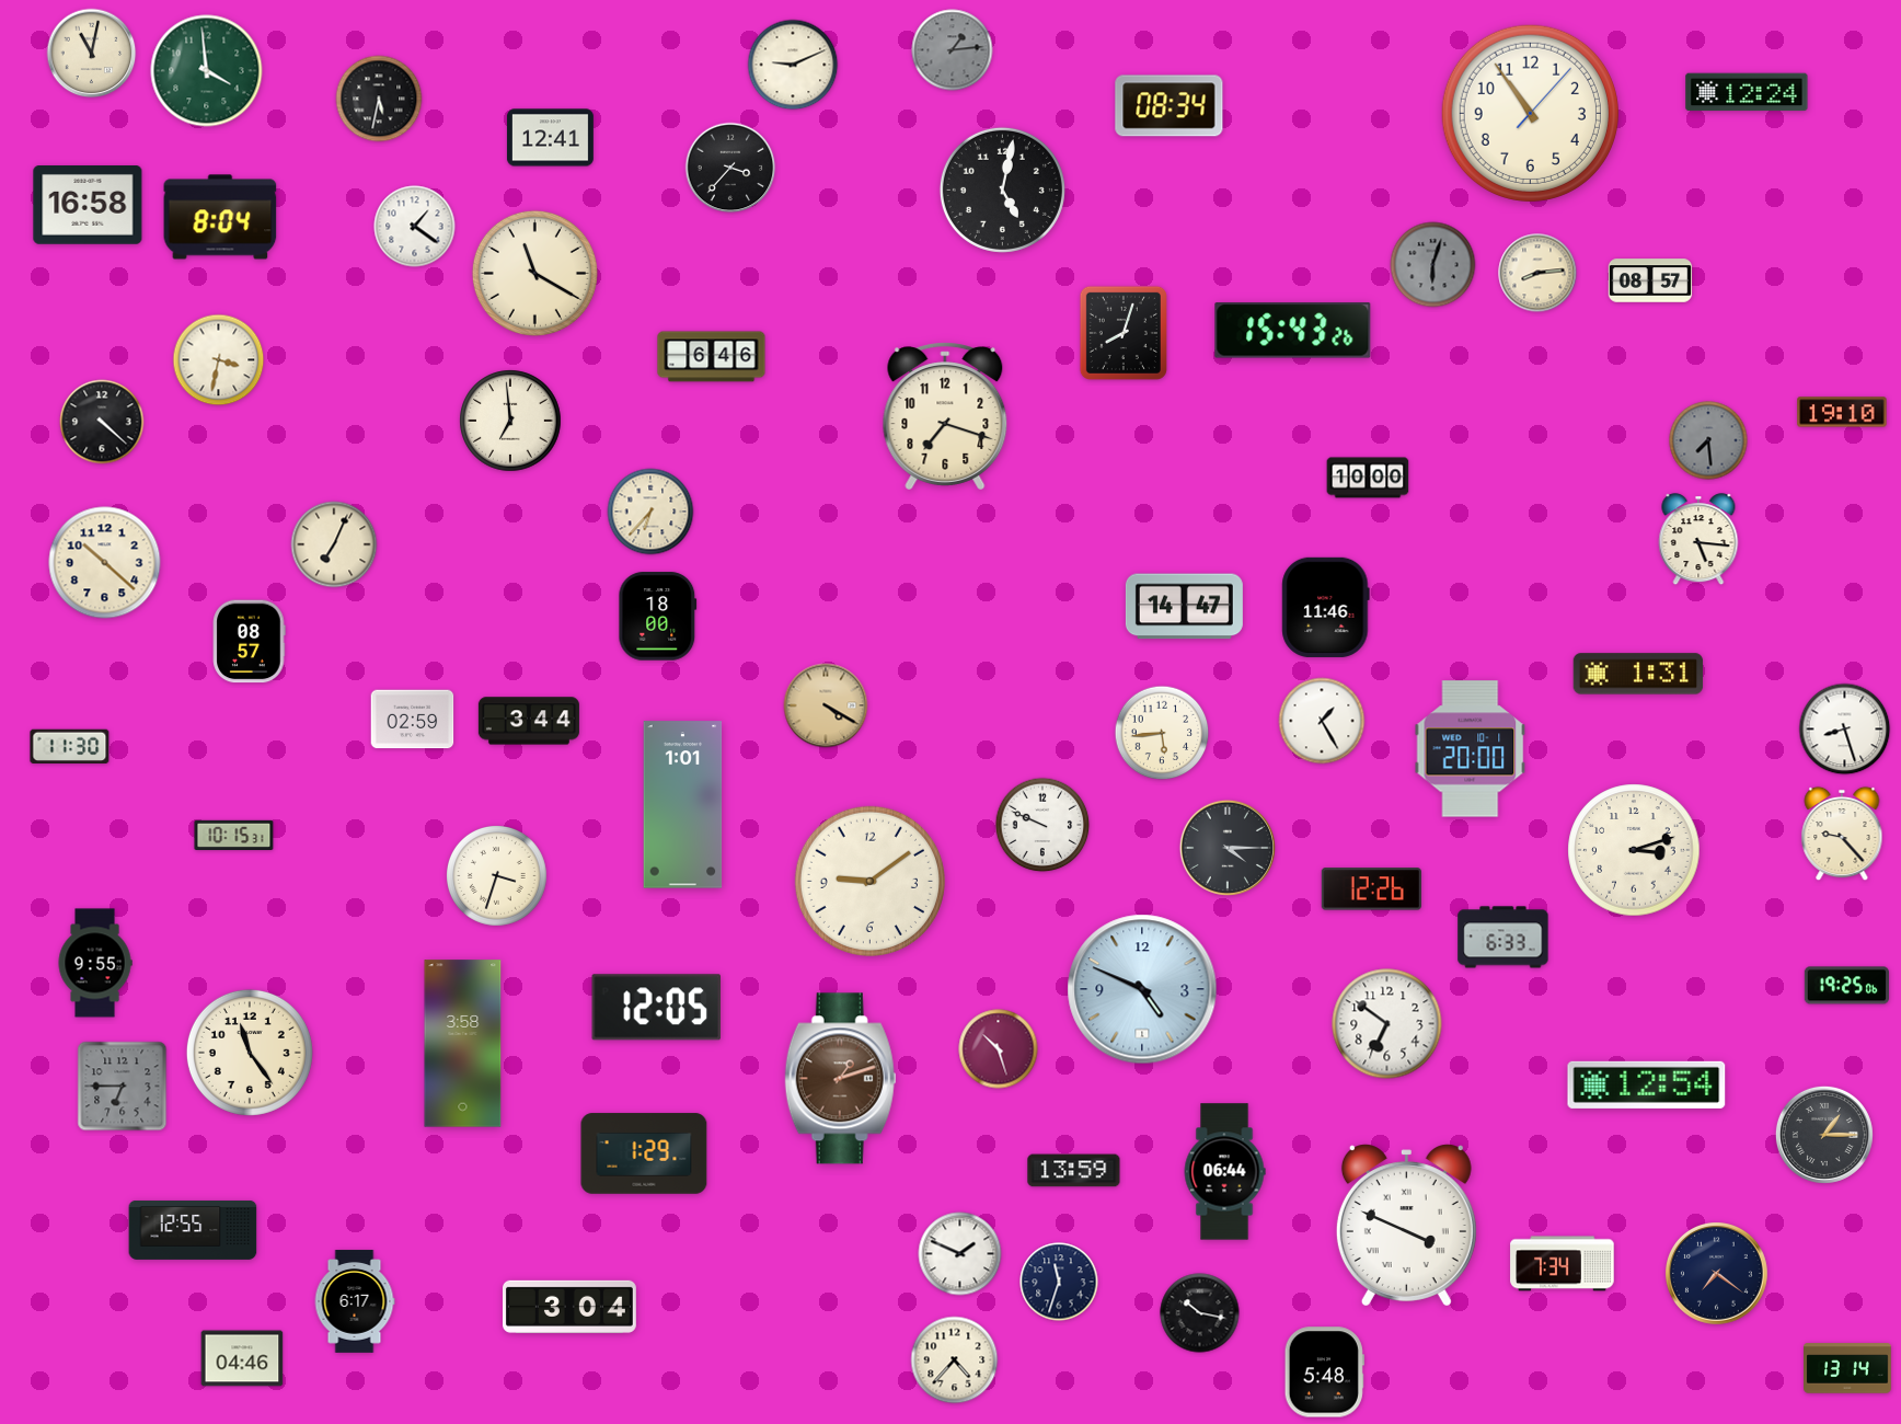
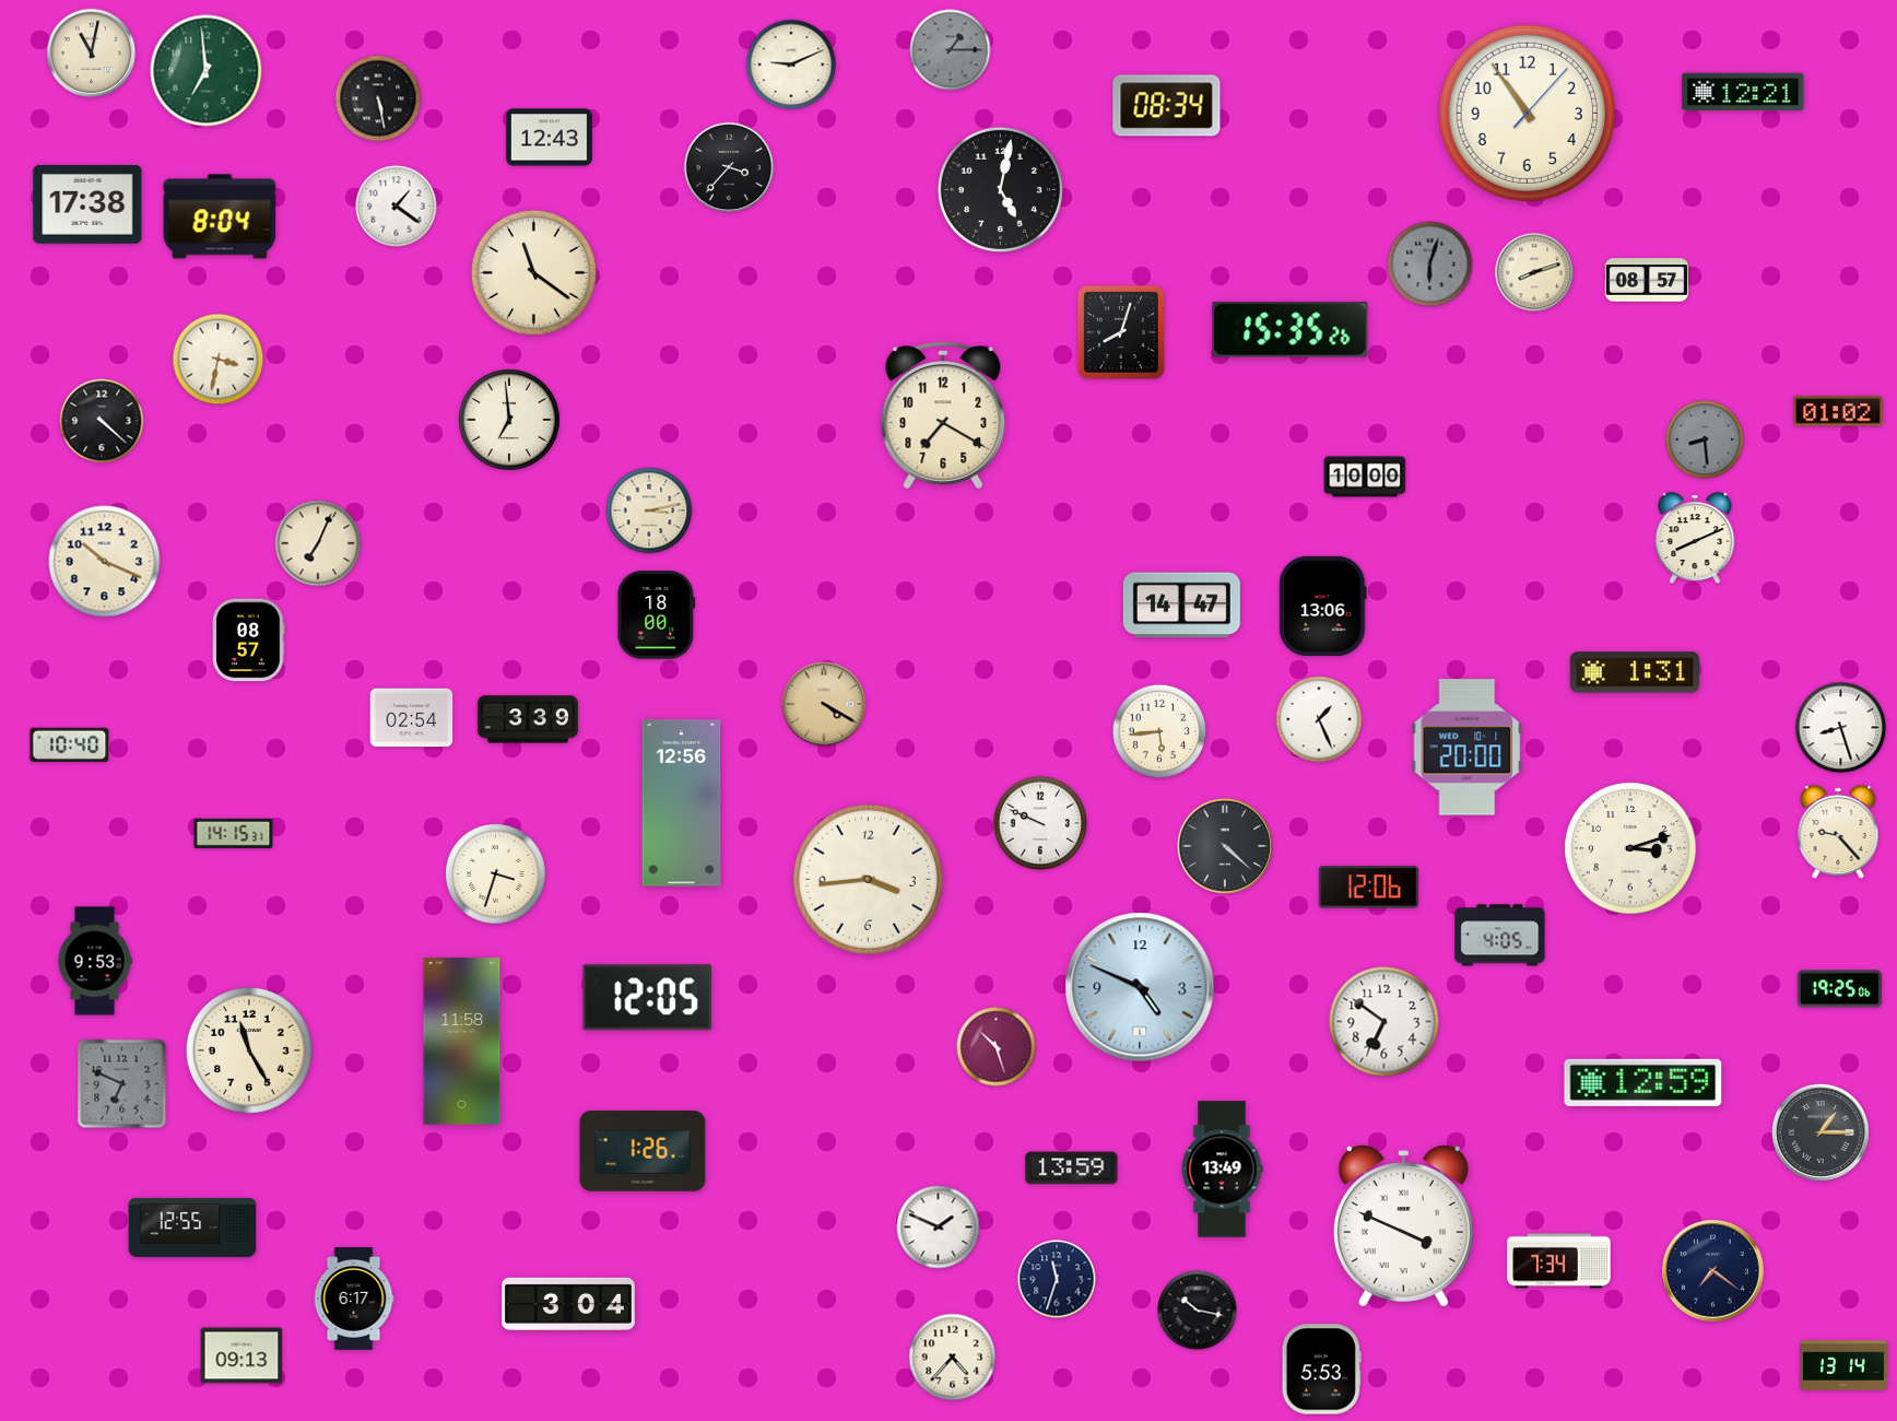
clock at (953, 50): 1:14 -> 1:15
clock at (207, 71): 3:59 -> 6:59
clock at (1747, 92): 12:24 -> 12:21
clock at (379, 99): 5:32 -> 5:28
clock at (550, 138): 12:41 -> 12:43
clock at (88, 206): 16:58 -> 17:38
clock at (415, 227) position: (415, 227) -> (397, 207)
clock at (534, 273): 11:20 -> 11:21
clock at (1537, 273): 8:14 -> 8:12
clock at (1293, 331): 15:43 -> 15:35
clock at (712, 357): 6:46 -> none
clock at (1842, 412): 19:10 -> 01:02
clock at (945, 416): 7:18 -> 7:20
clock at (1708, 440): 7:29 -> 8:29
clock at (650, 512): 6:37 -> 3:13
clock at (1698, 540): 5:16 -> 8:11
clock at (334, 544) position: (334, 544) -> (318, 543)
clock at (105, 563): 10:22 -> 10:19
clock at (1326, 607): 11:46 -> 13:06
clock at (413, 720): 02:59 -> 02:54
clock at (529, 721): 3:44 -> 3:39
clock at (1322, 721): 1:25 -> 1:26
clock at (70, 747): 11:30 -> 10:40
clock at (683, 805): 1:01 -> 12:56
clock at (234, 835): 10:15 -> 14:15
clock at (1228, 848): 4:15 -> 4:22
clock at (869, 881): 9:09 -> 3:44
clock at (1371, 889): 12:26 -> 12:06
clock at (1503, 938): 6:33 -> 4:05
clock at (95, 963): 9:55 -> 9:53
clock at (1846, 986) position: (1846, 986) -> (1839, 989)
clock at (656, 1008) position: (656, 1008) -> (647, 998)
clock at (463, 1044): 3:58 -> 11:58
clock at (250, 1053): 11:24 -> 11:25
clock at (841, 1079): 1:12 -> none
clock at (1647, 1084): 12:54 -> 12:59
clock at (123, 1087): 6:45 -> 6:49
clock at (644, 1153): 1:29 -> 1:26
clock at (1224, 1172): 06:44 -> 13:49
clock at (1406, 1226) position: (1406, 1226) -> (1403, 1226)
clock at (960, 1254) position: (960, 1254) -> (939, 1228)
clock at (242, 1358): 04:46 -> 09:13
clock at (1324, 1373): 5:48 -> 5:53
